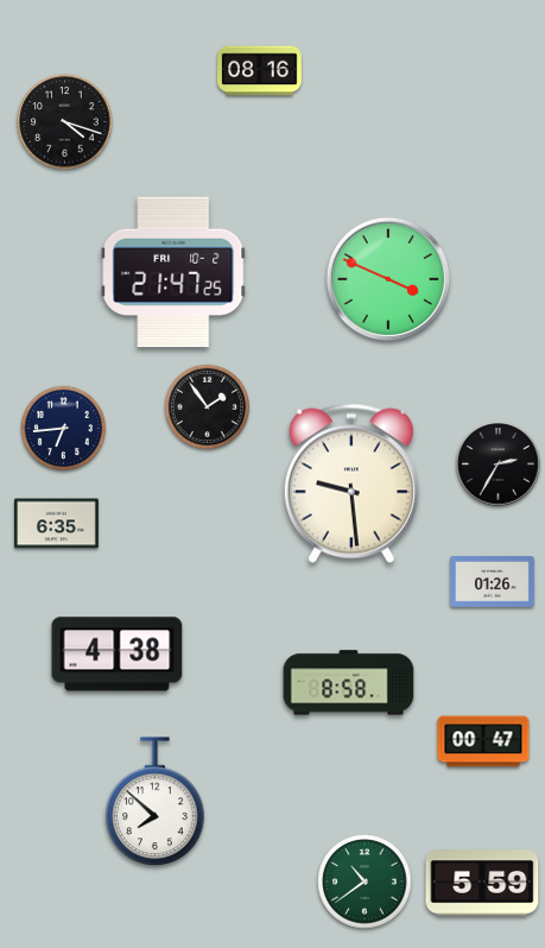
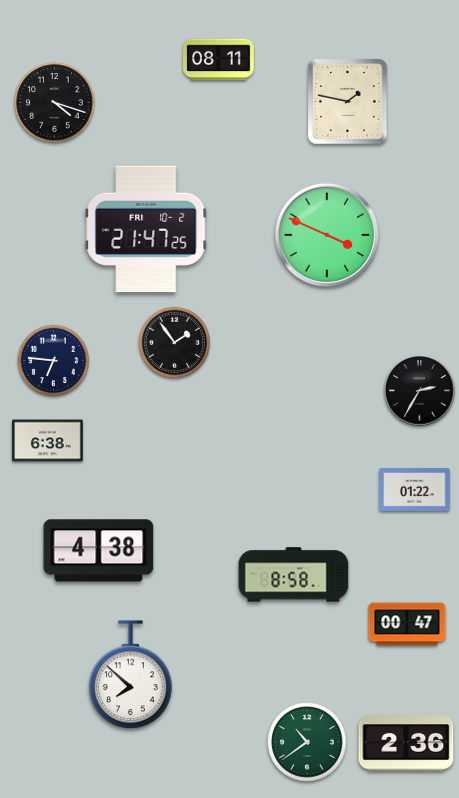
clock at (260, 71): 08:16 -> 08:11
clock at (348, 102): none -> 1:47
clock at (63, 428): 6:44 -> 6:46
clock at (351, 484): 9:29 -> none
clock at (57, 524): 6:35 -> 6:38
clock at (493, 582): 01:26 -> 01:22
clock at (482, 883): 5:59 -> 2:36
